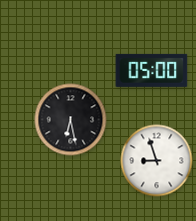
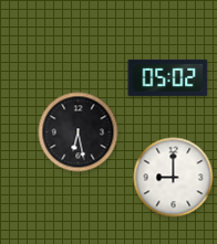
clock at (152, 70): 05:00 -> 05:02
clock at (157, 161): 8:57 -> 9:00
